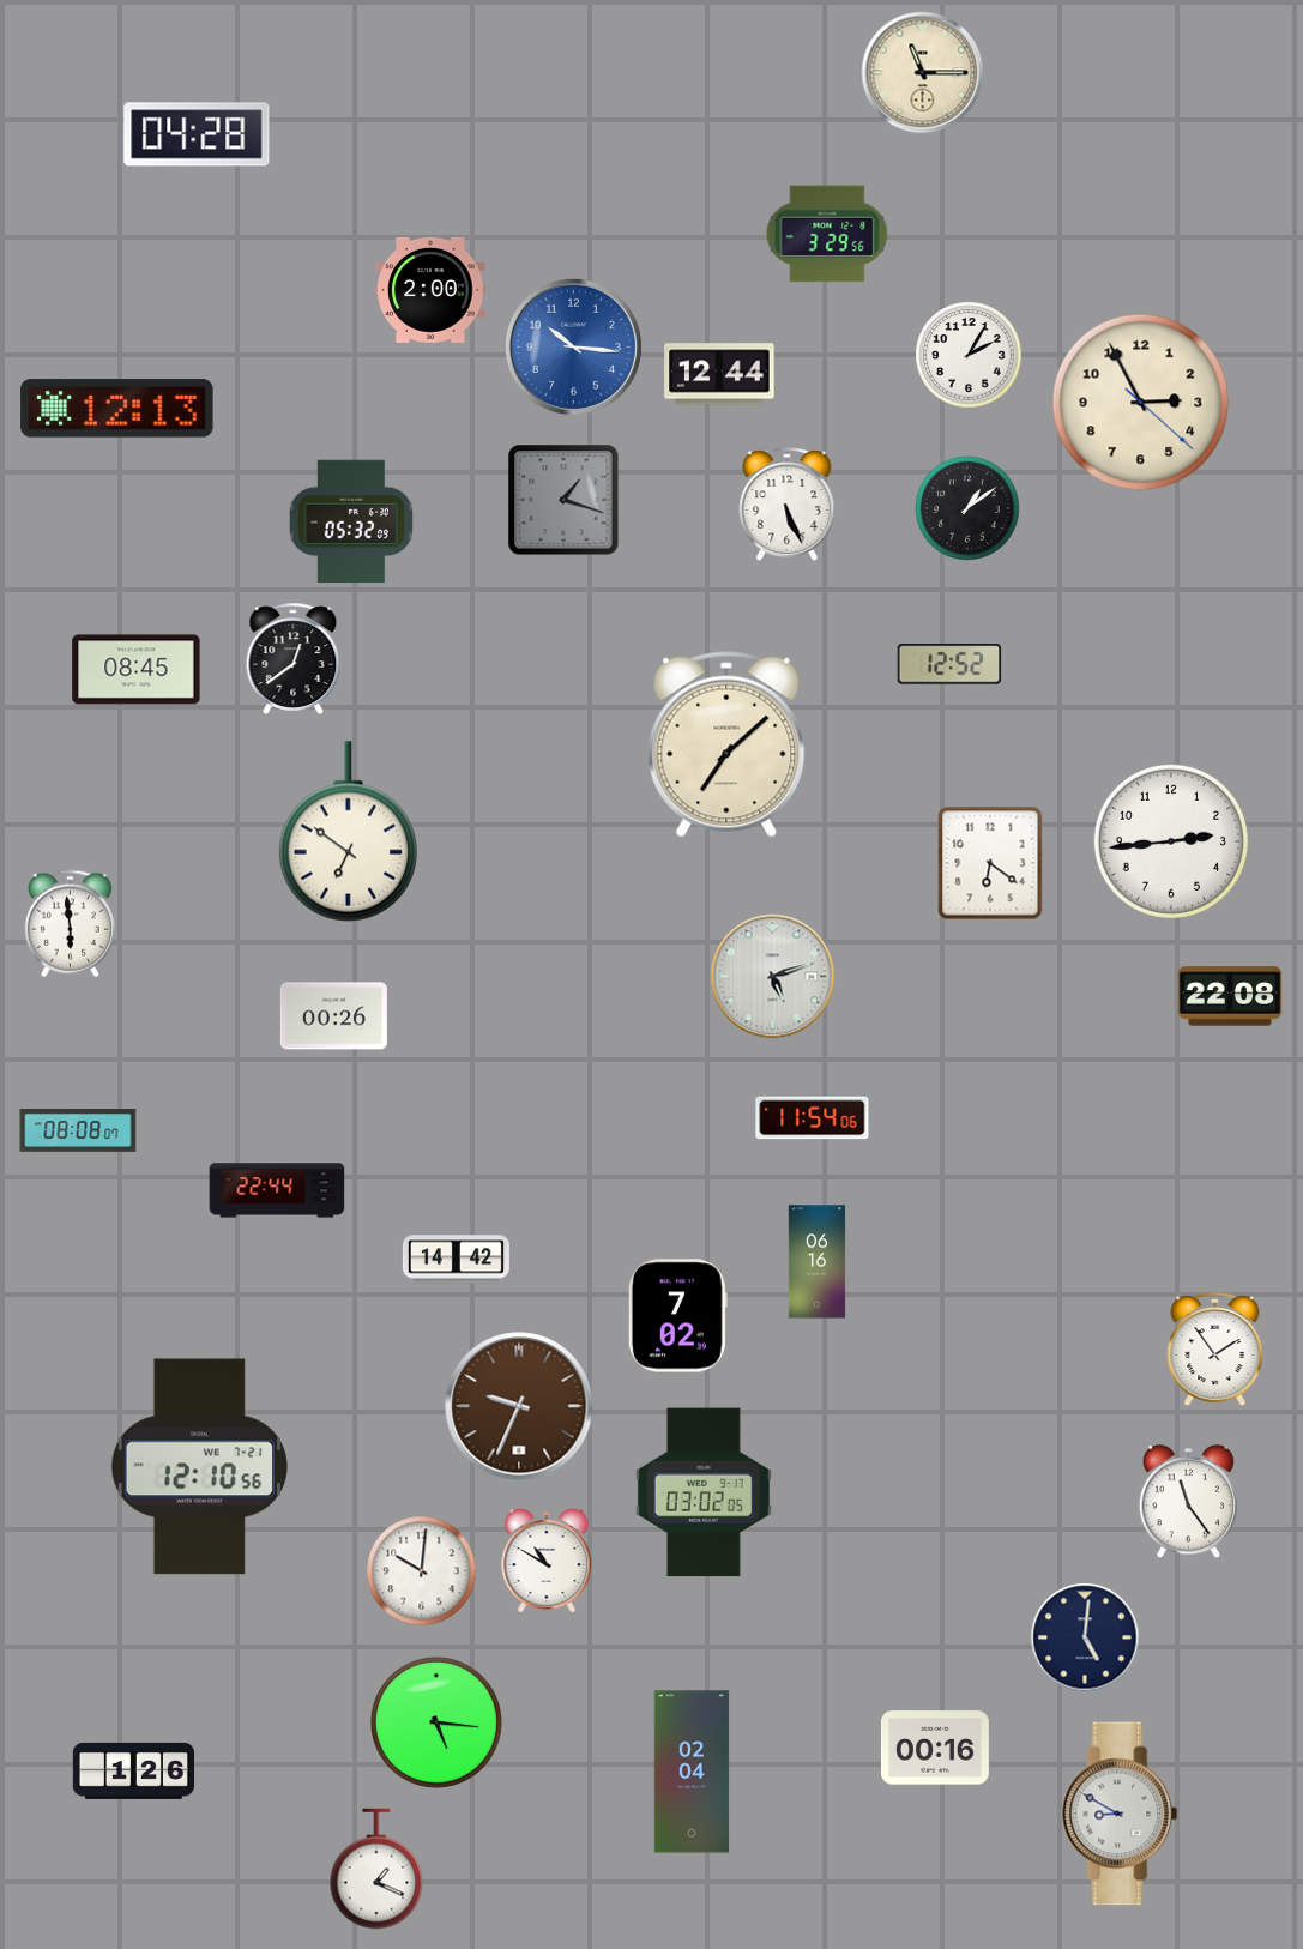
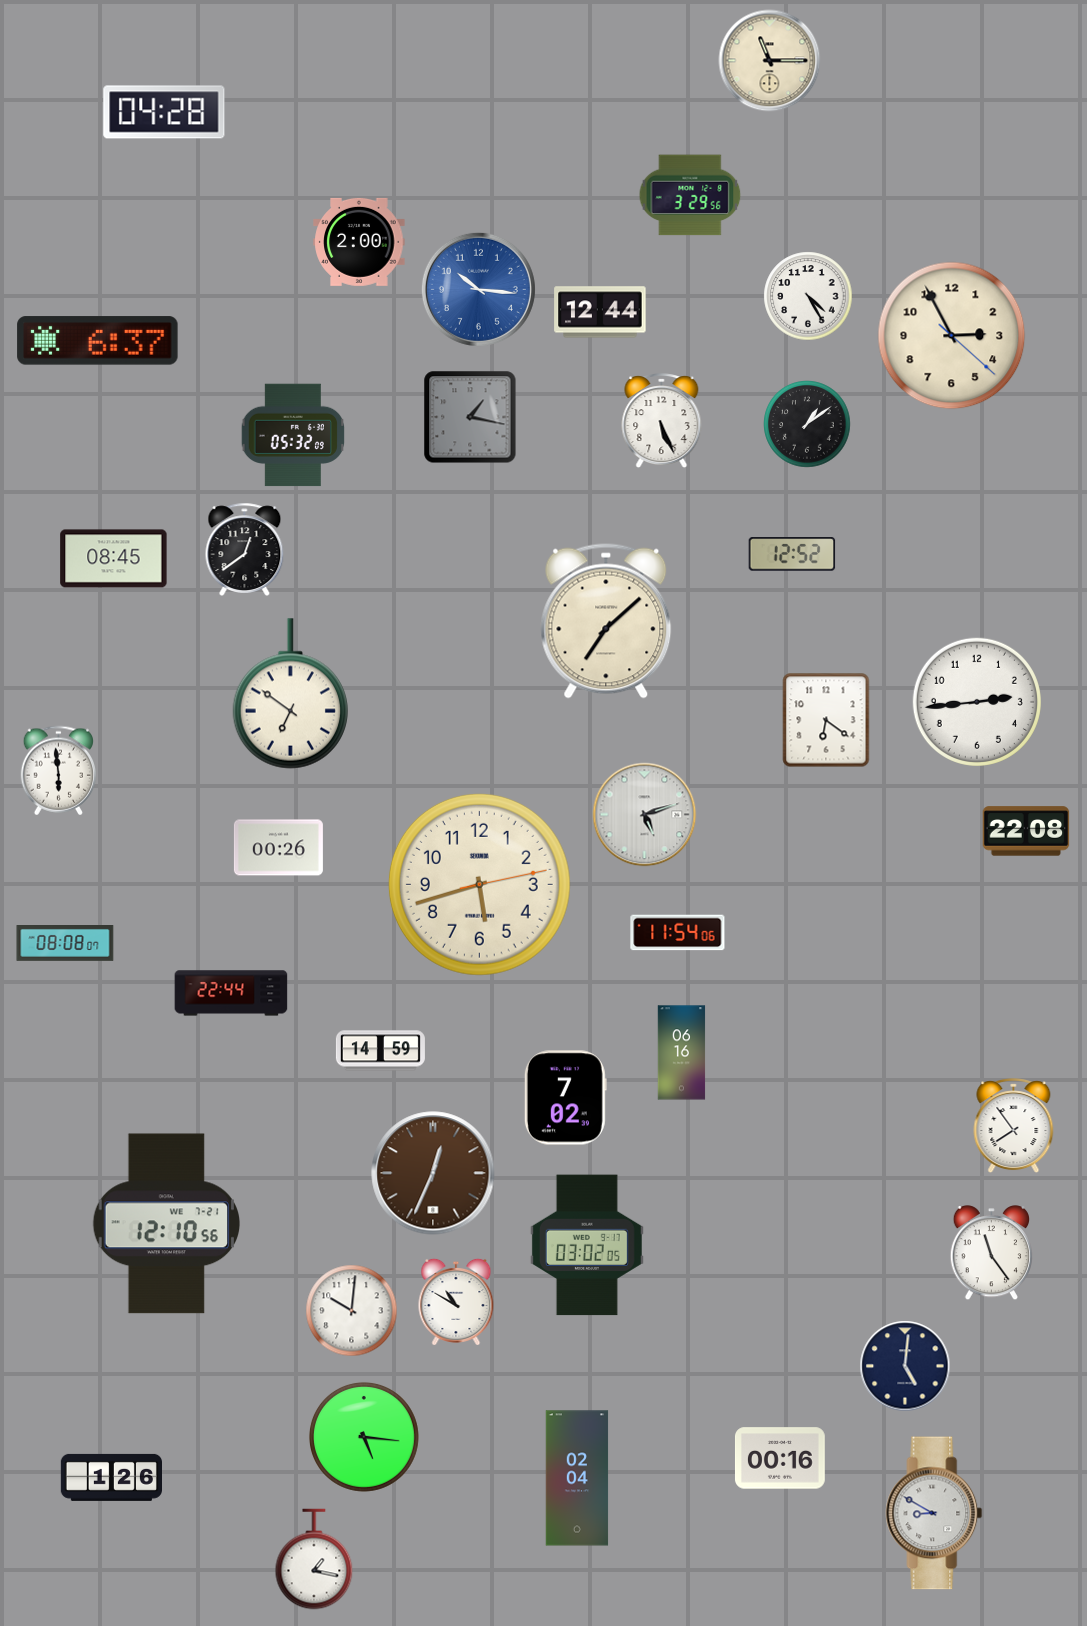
clock at (969, 355): 2:05 -> 4:25
clock at (117, 409): 12:13 -> 6:37
clock at (563, 500): 1:18 -> 1:17
clock at (788, 505) position: (788, 505) -> (662, 421)
clock at (479, 884): none -> 5:42
clock at (456, 1260): 14:42 -> 14:59
clock at (1215, 1350): 1:54 -> 7:54
clock at (519, 1406): 9:34 -> 12:34
clock at (376, 1869): 1:19 -> 1:17
